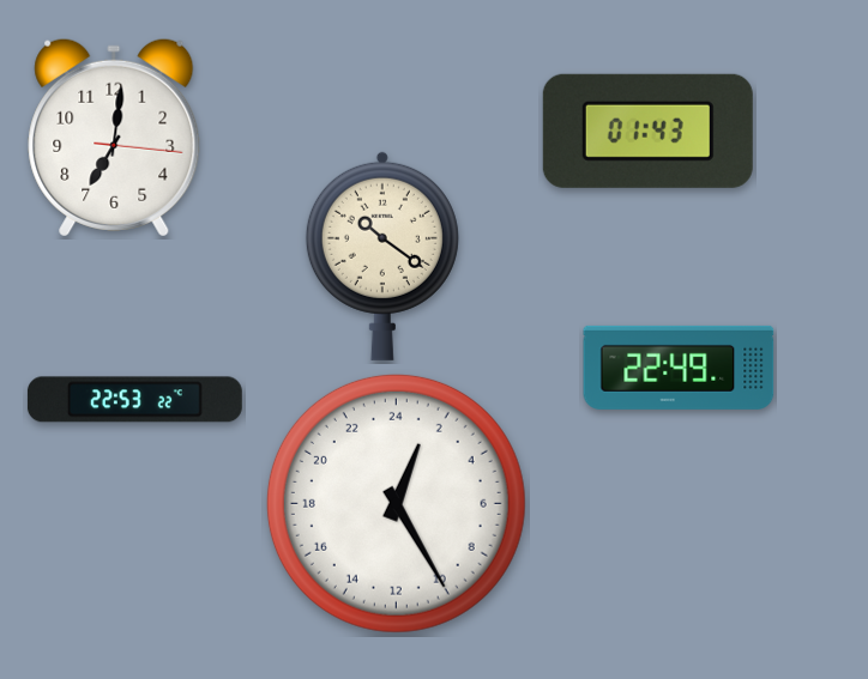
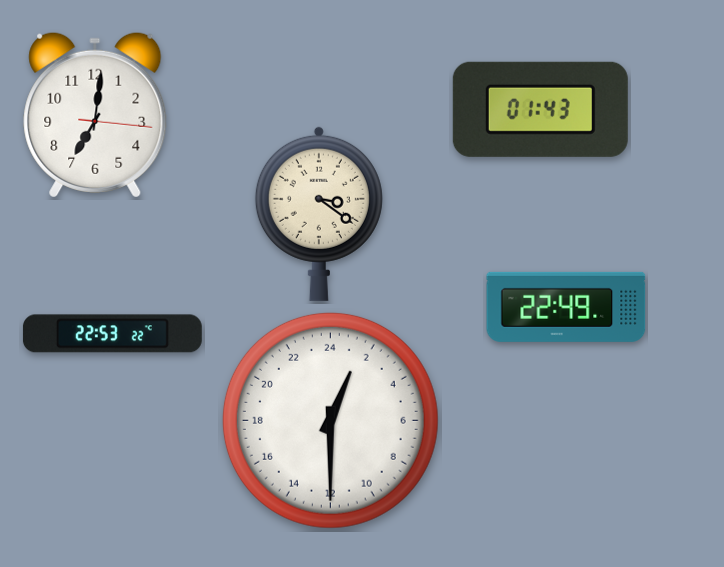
clock at (382, 256): 10:21 -> 3:21
clock at (396, 503): 1:25 -> 1:30
